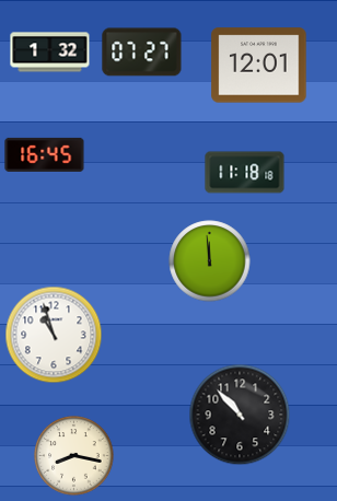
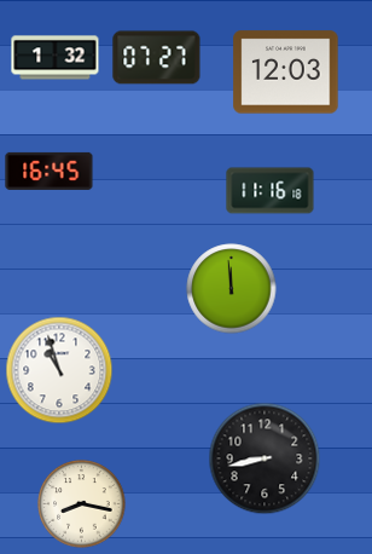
clock at (259, 66): 12:01 -> 12:03
clock at (245, 173): 11:18 -> 11:16
clock at (240, 415): 10:53 -> 8:43
